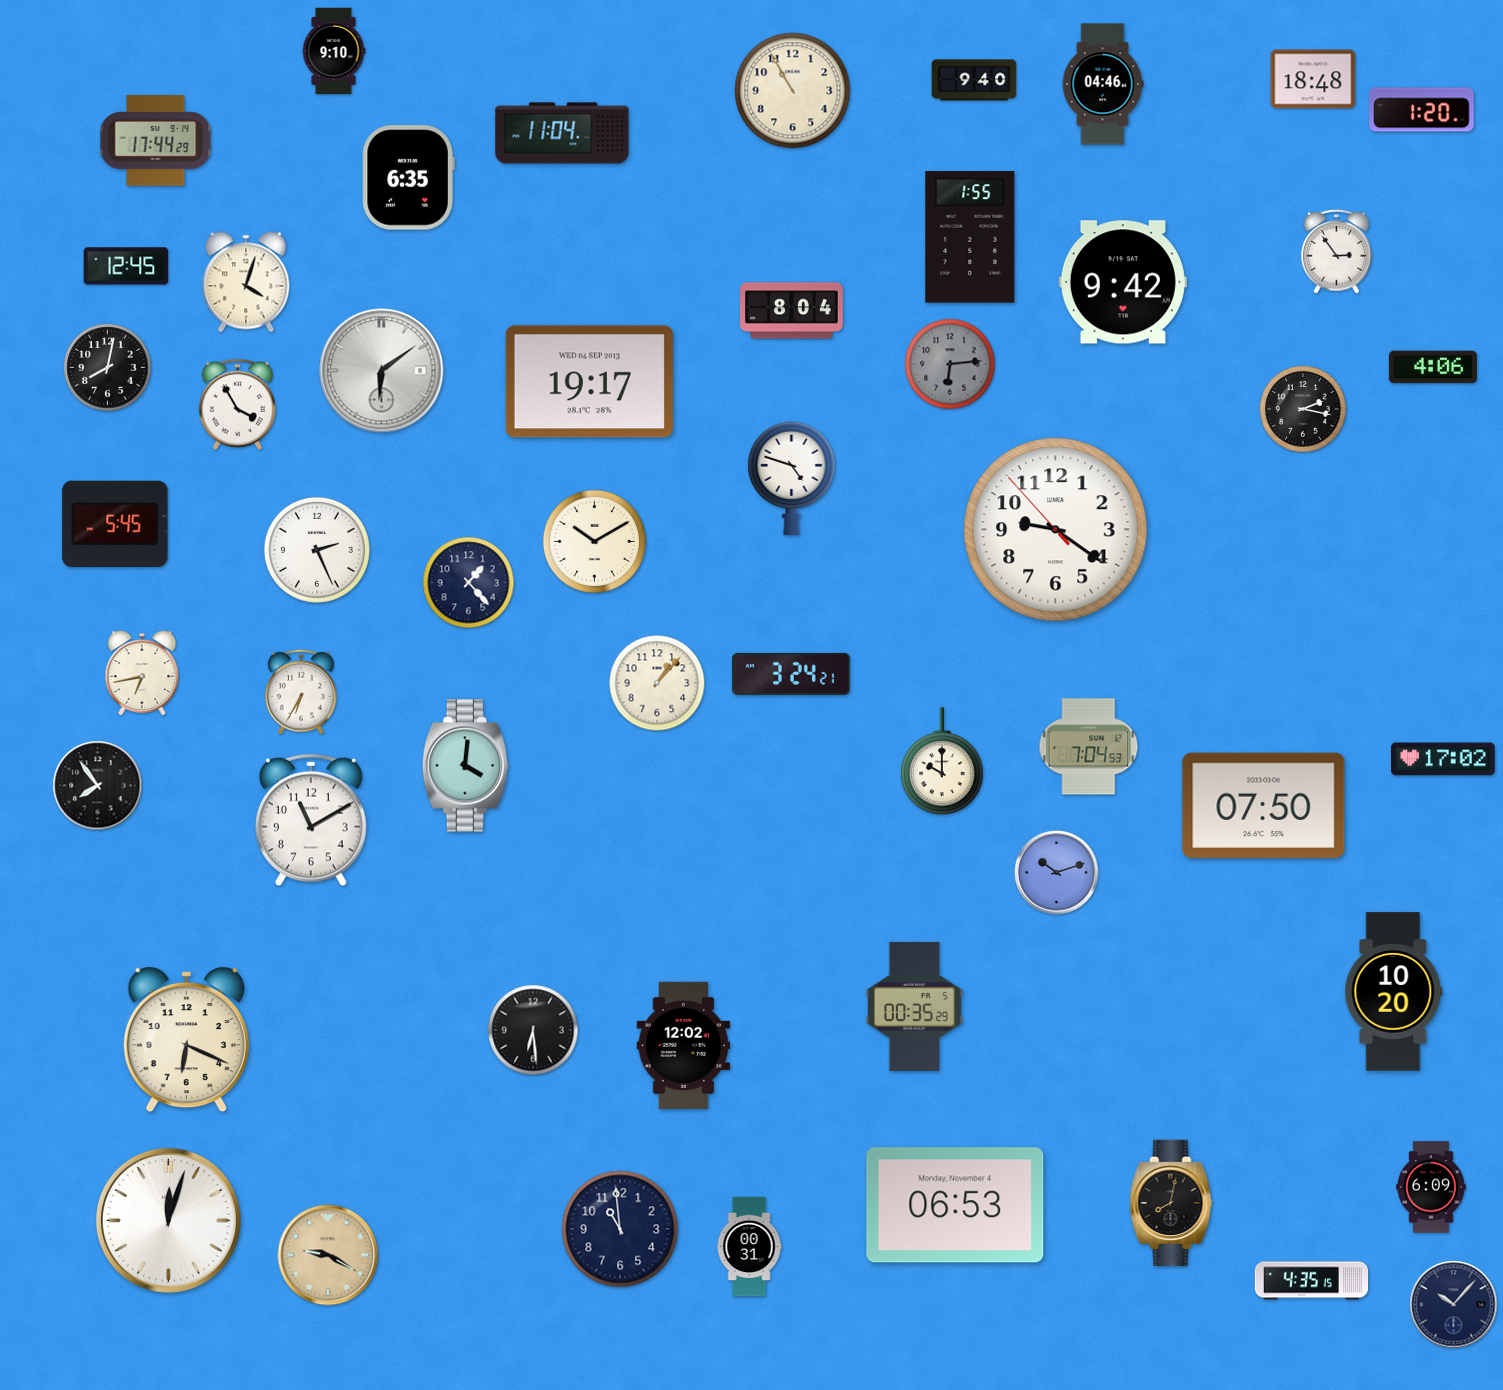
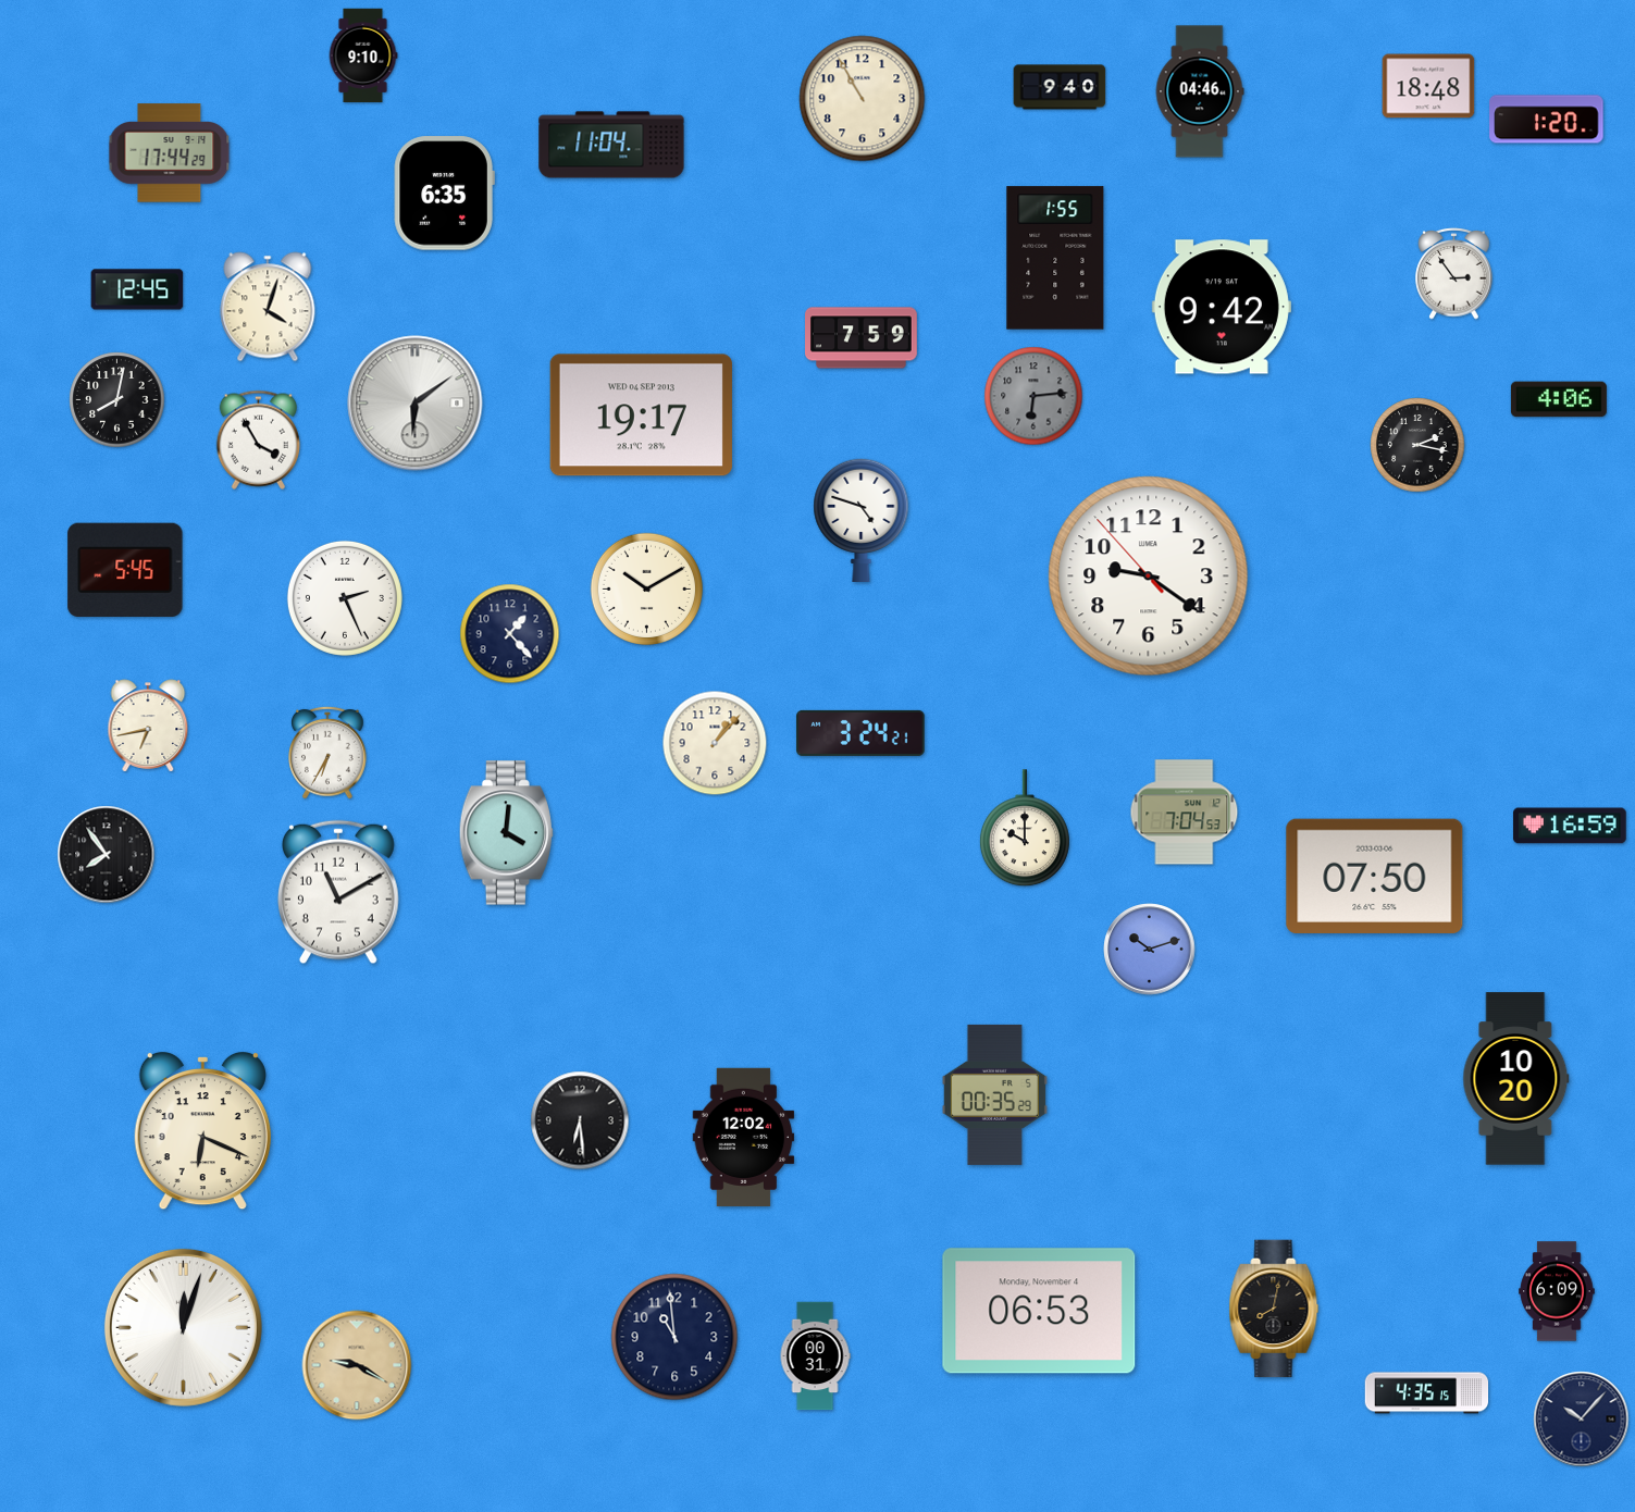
clock at (792, 311): 8:04 -> 7:59
clock at (142, 673) position: (142, 673) -> (148, 726)
clock at (1443, 759): 17:02 -> 16:59
